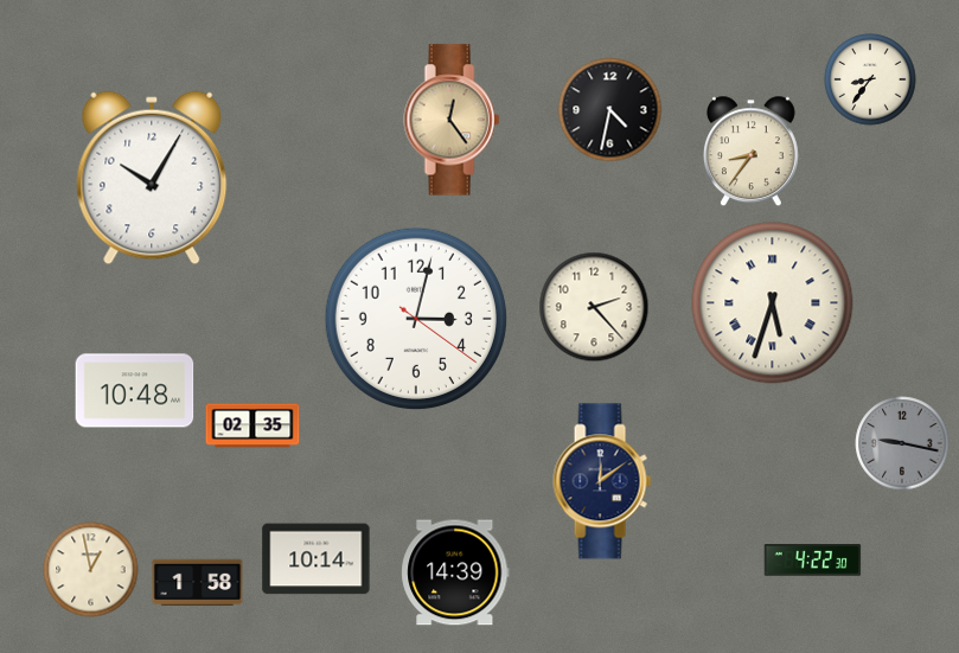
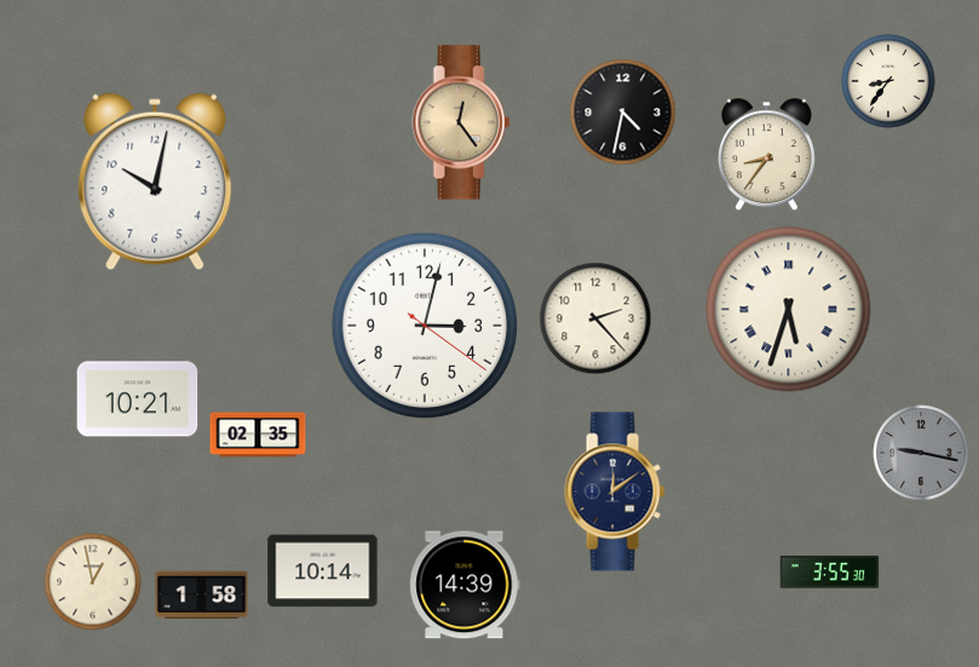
clock at (152, 178): 10:05 -> 10:02
clock at (594, 307) position: (594, 307) -> (595, 318)
clock at (135, 391): 10:48 -> 10:21
clock at (813, 561): 4:22 -> 3:55
